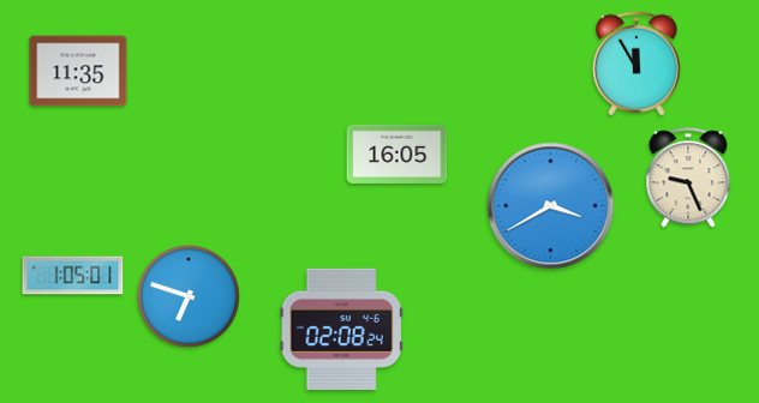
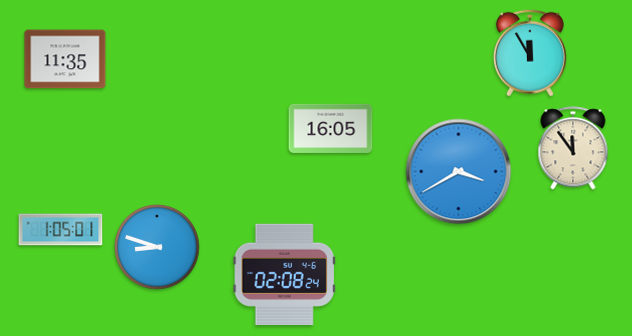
clock at (688, 178): 9:26 -> 11:54
clock at (189, 296): 6:48 -> 8:48
